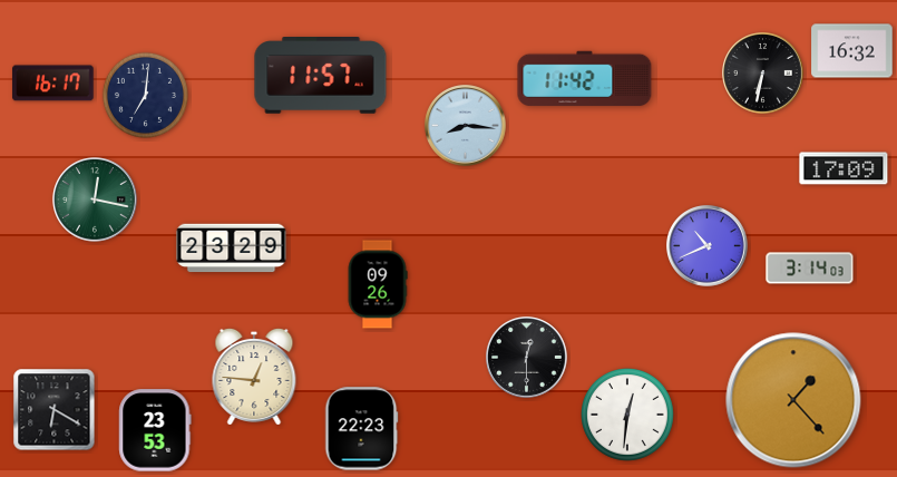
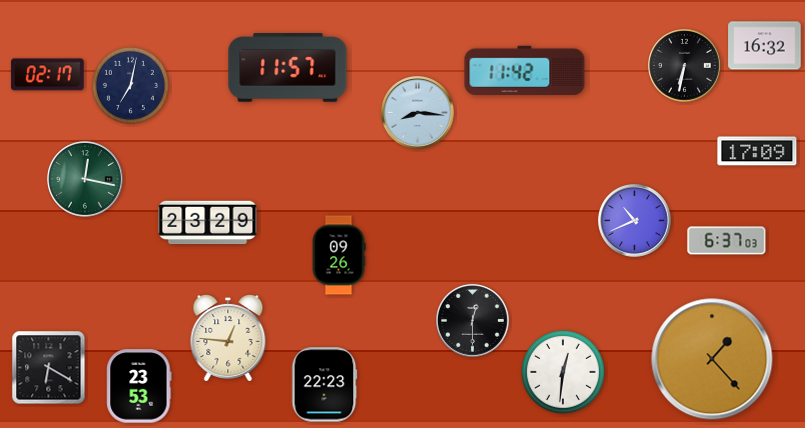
clock at (53, 84): 16:17 -> 02:17
clock at (145, 95): 7:01 -> 7:02
clock at (810, 269): 3:14 -> 6:37
